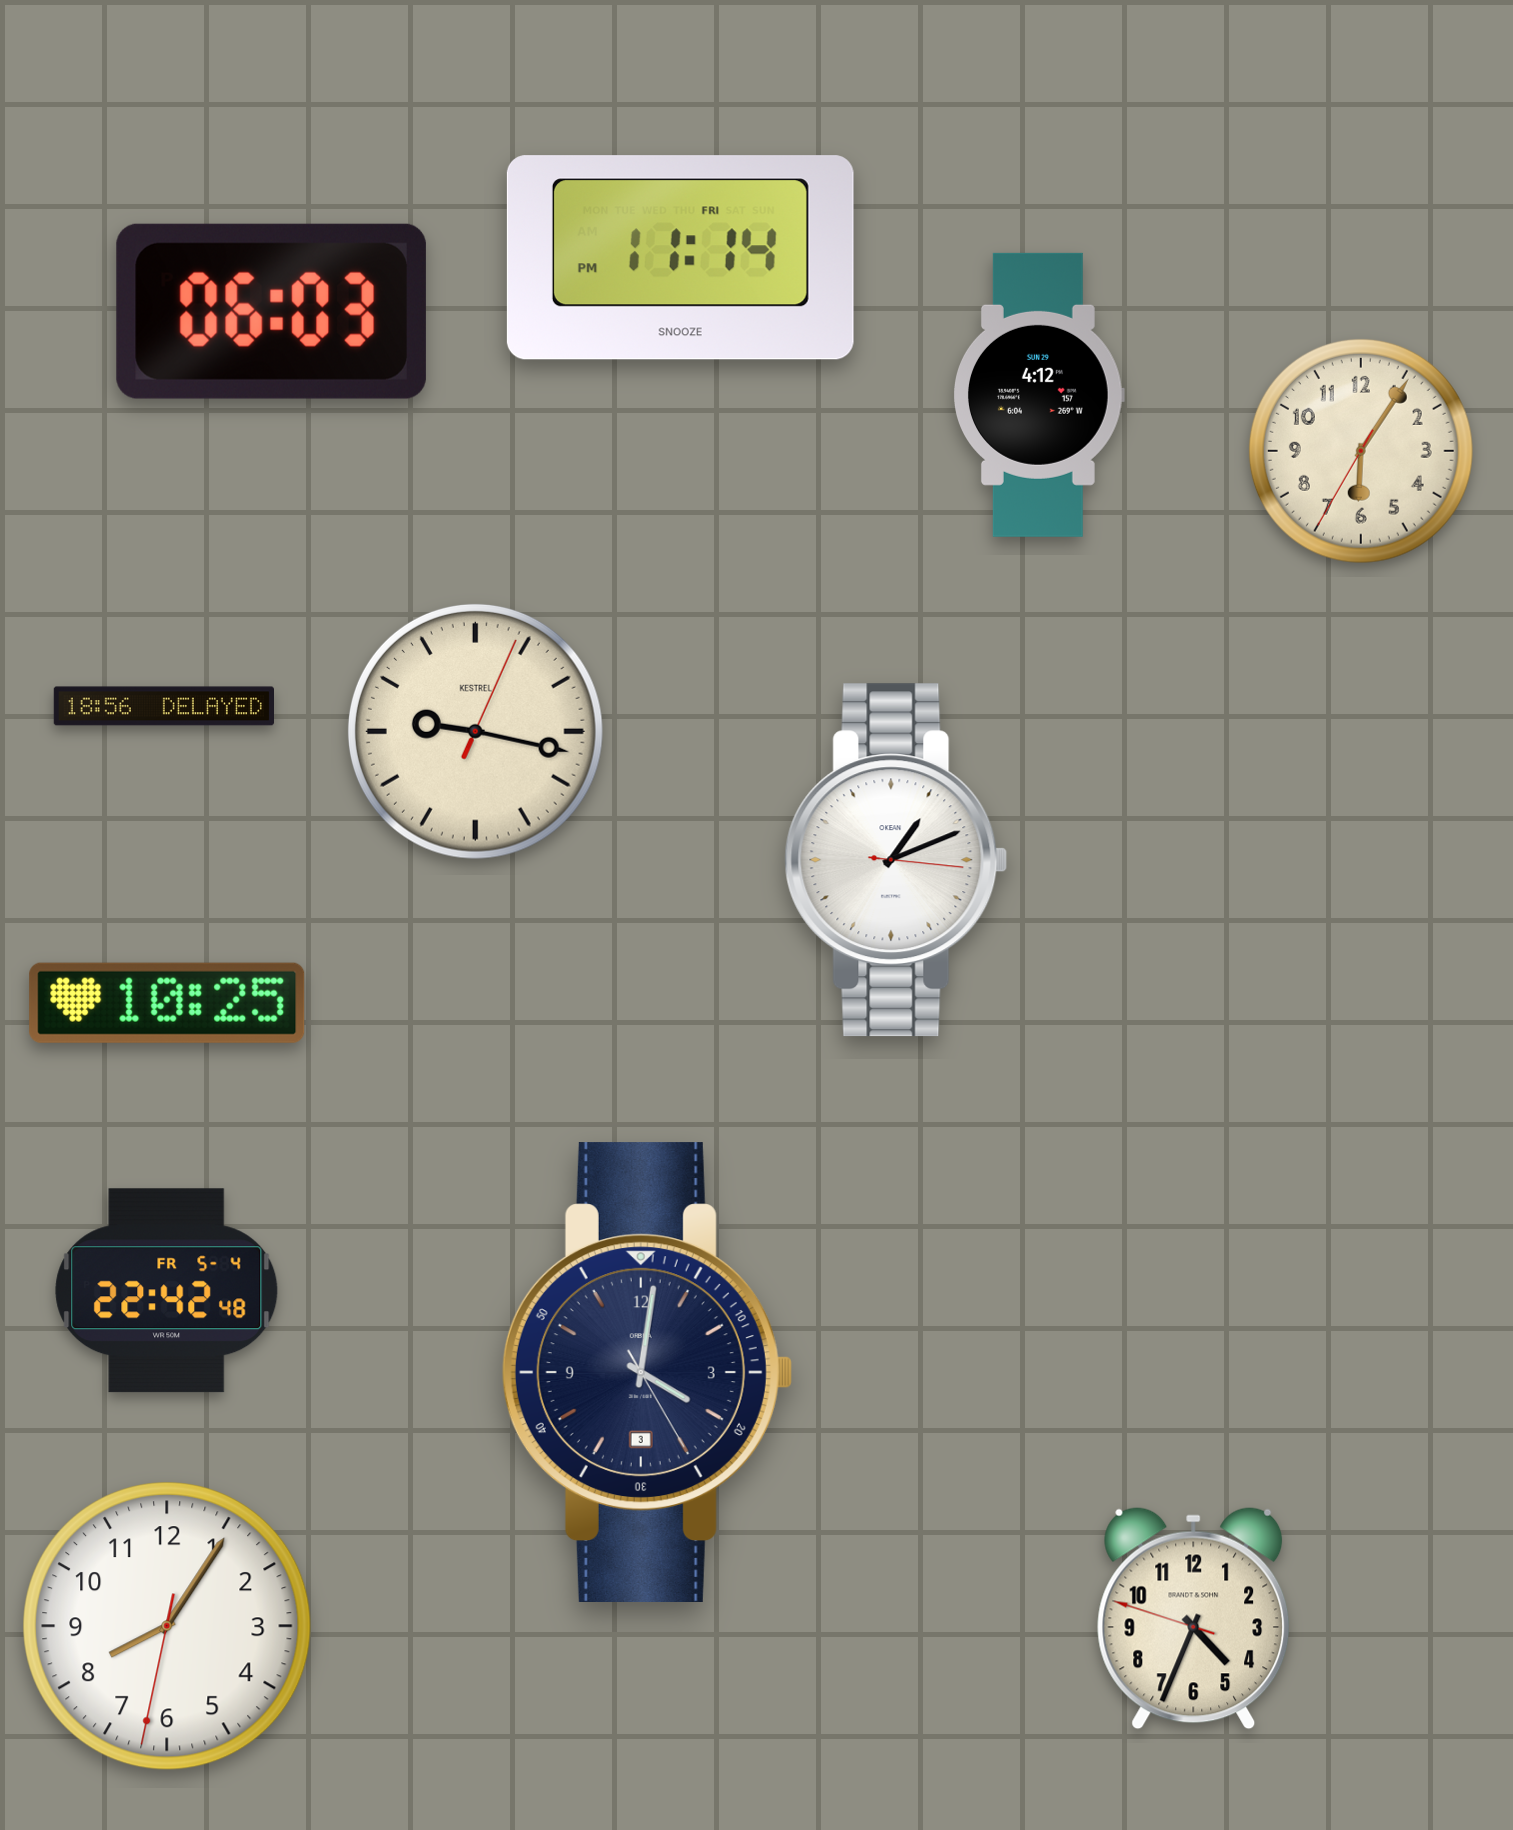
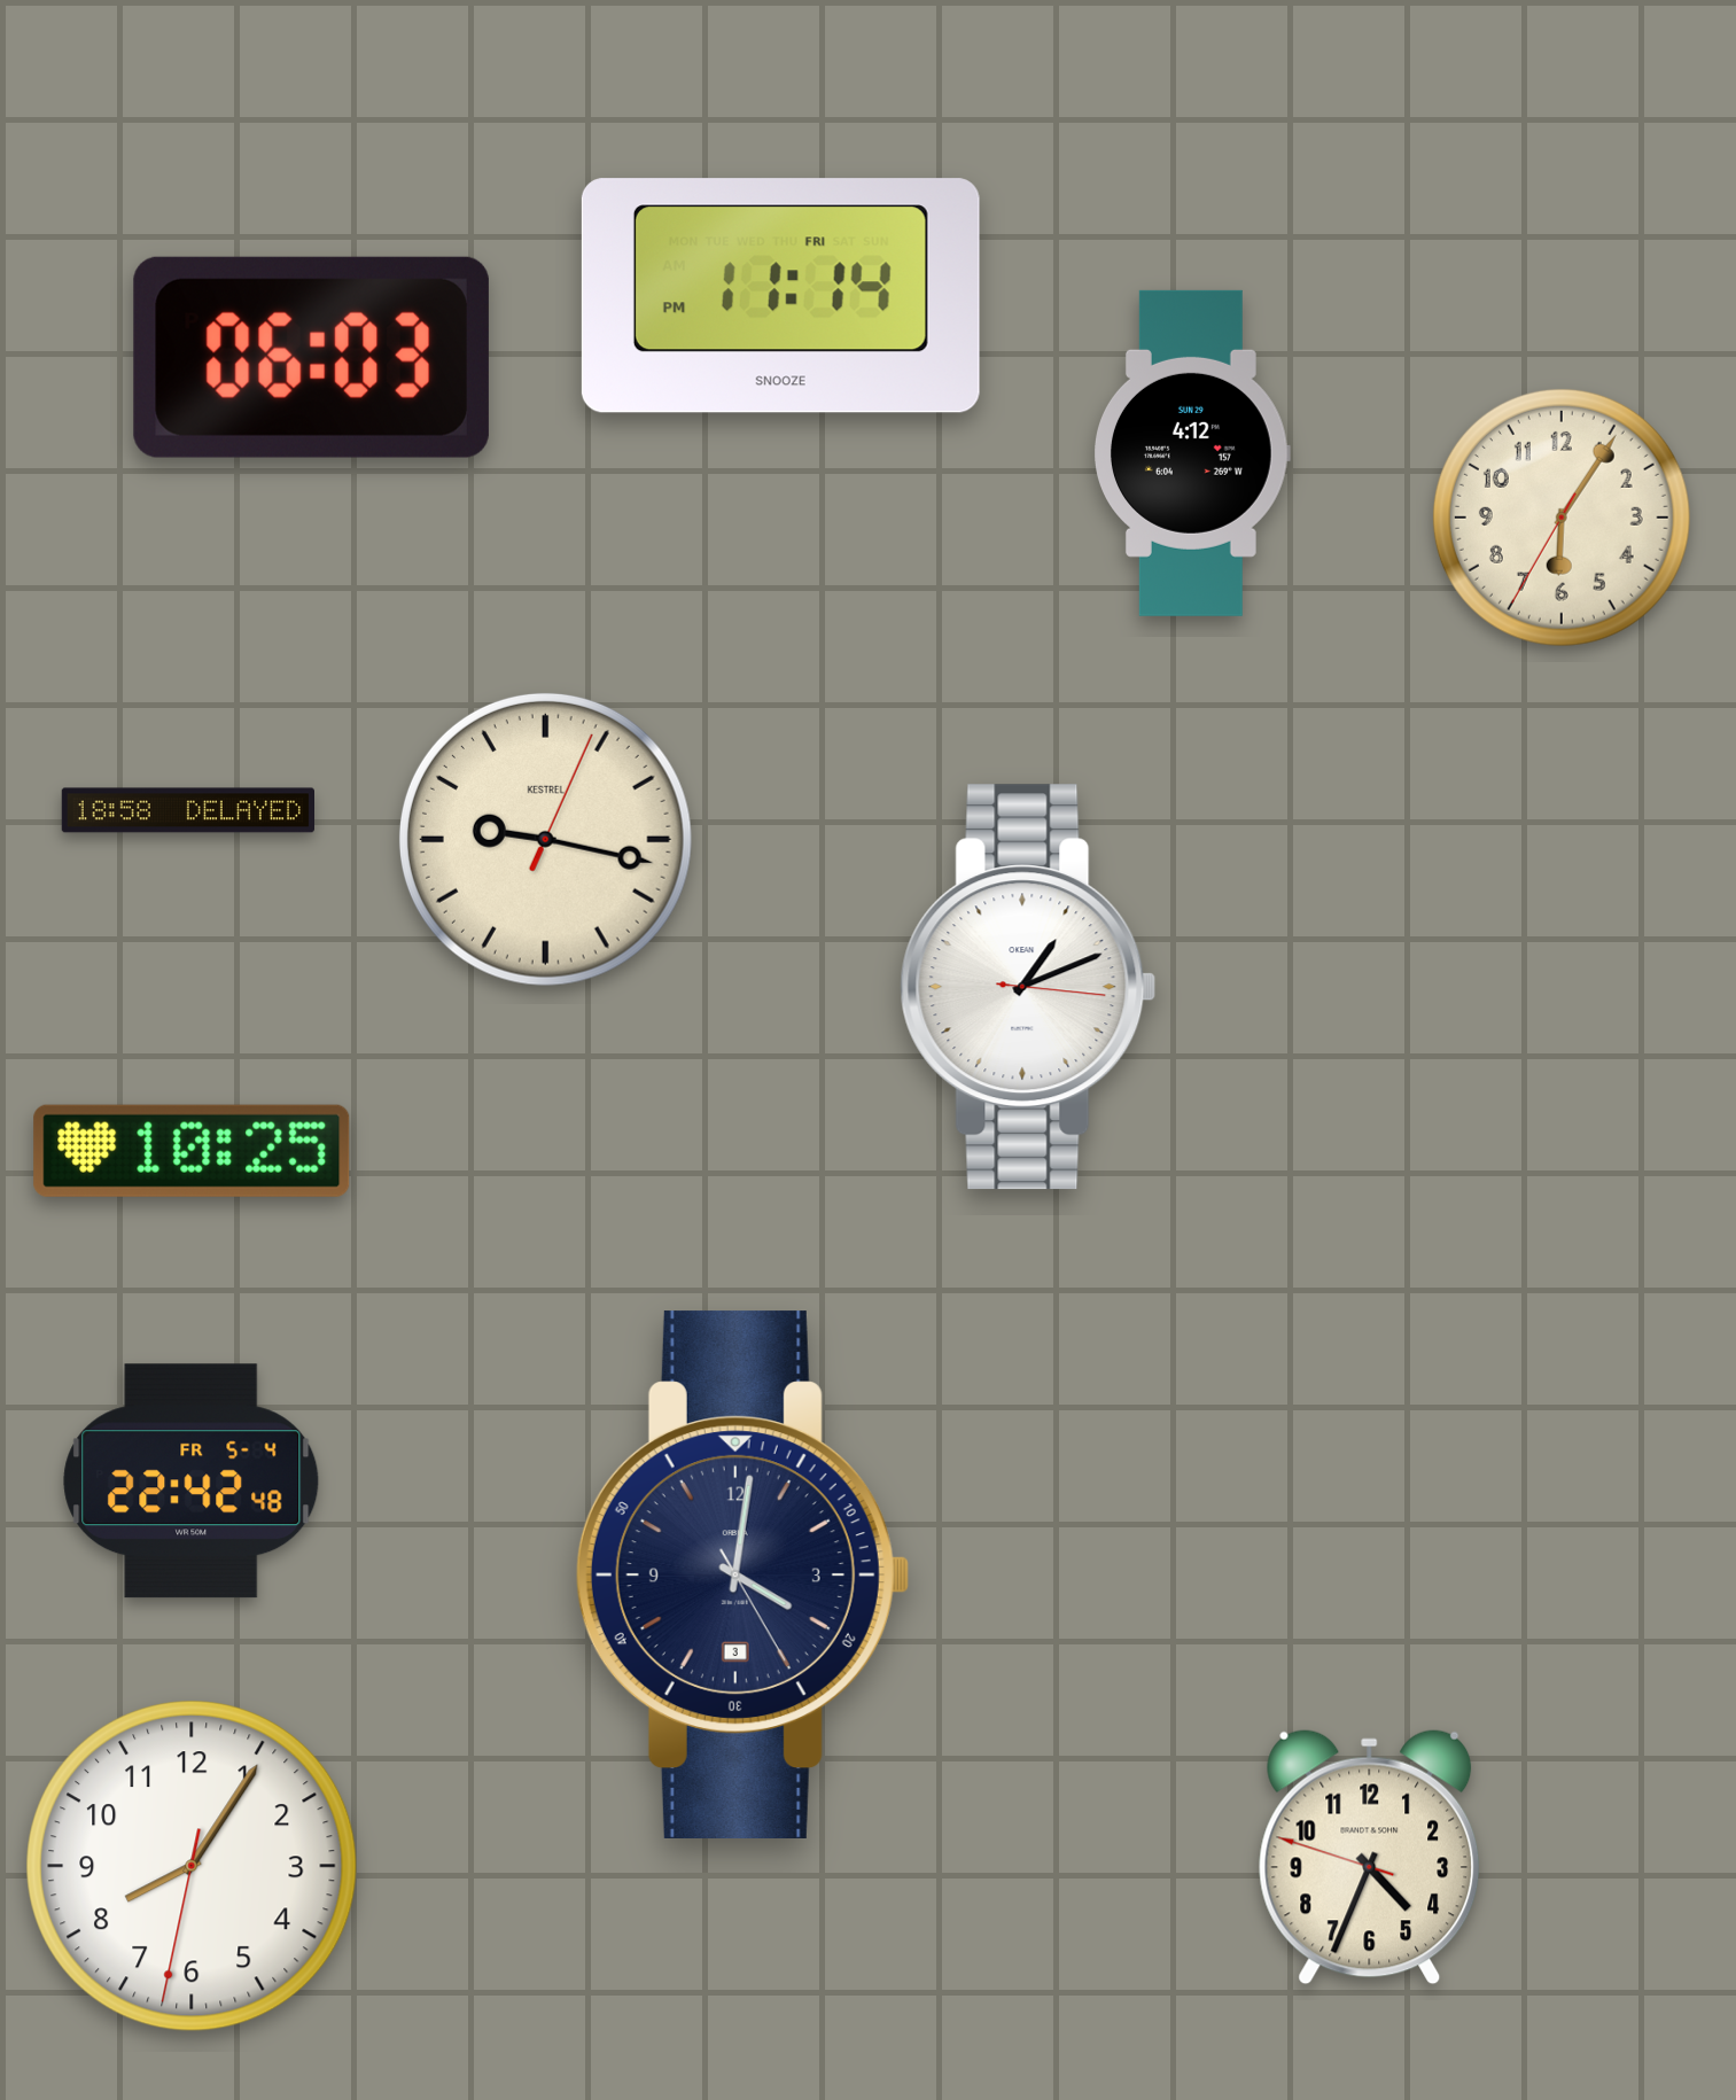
clock at (163, 706): 18:56 -> 18:58
